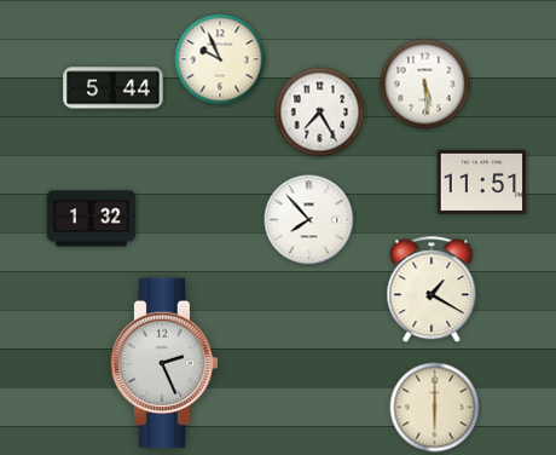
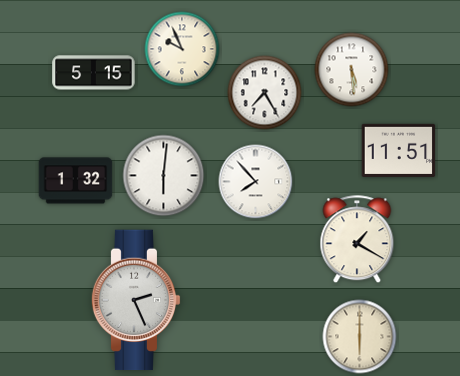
clock at (114, 88): 5:44 -> 5:15
clock at (164, 176): none -> 6:01
